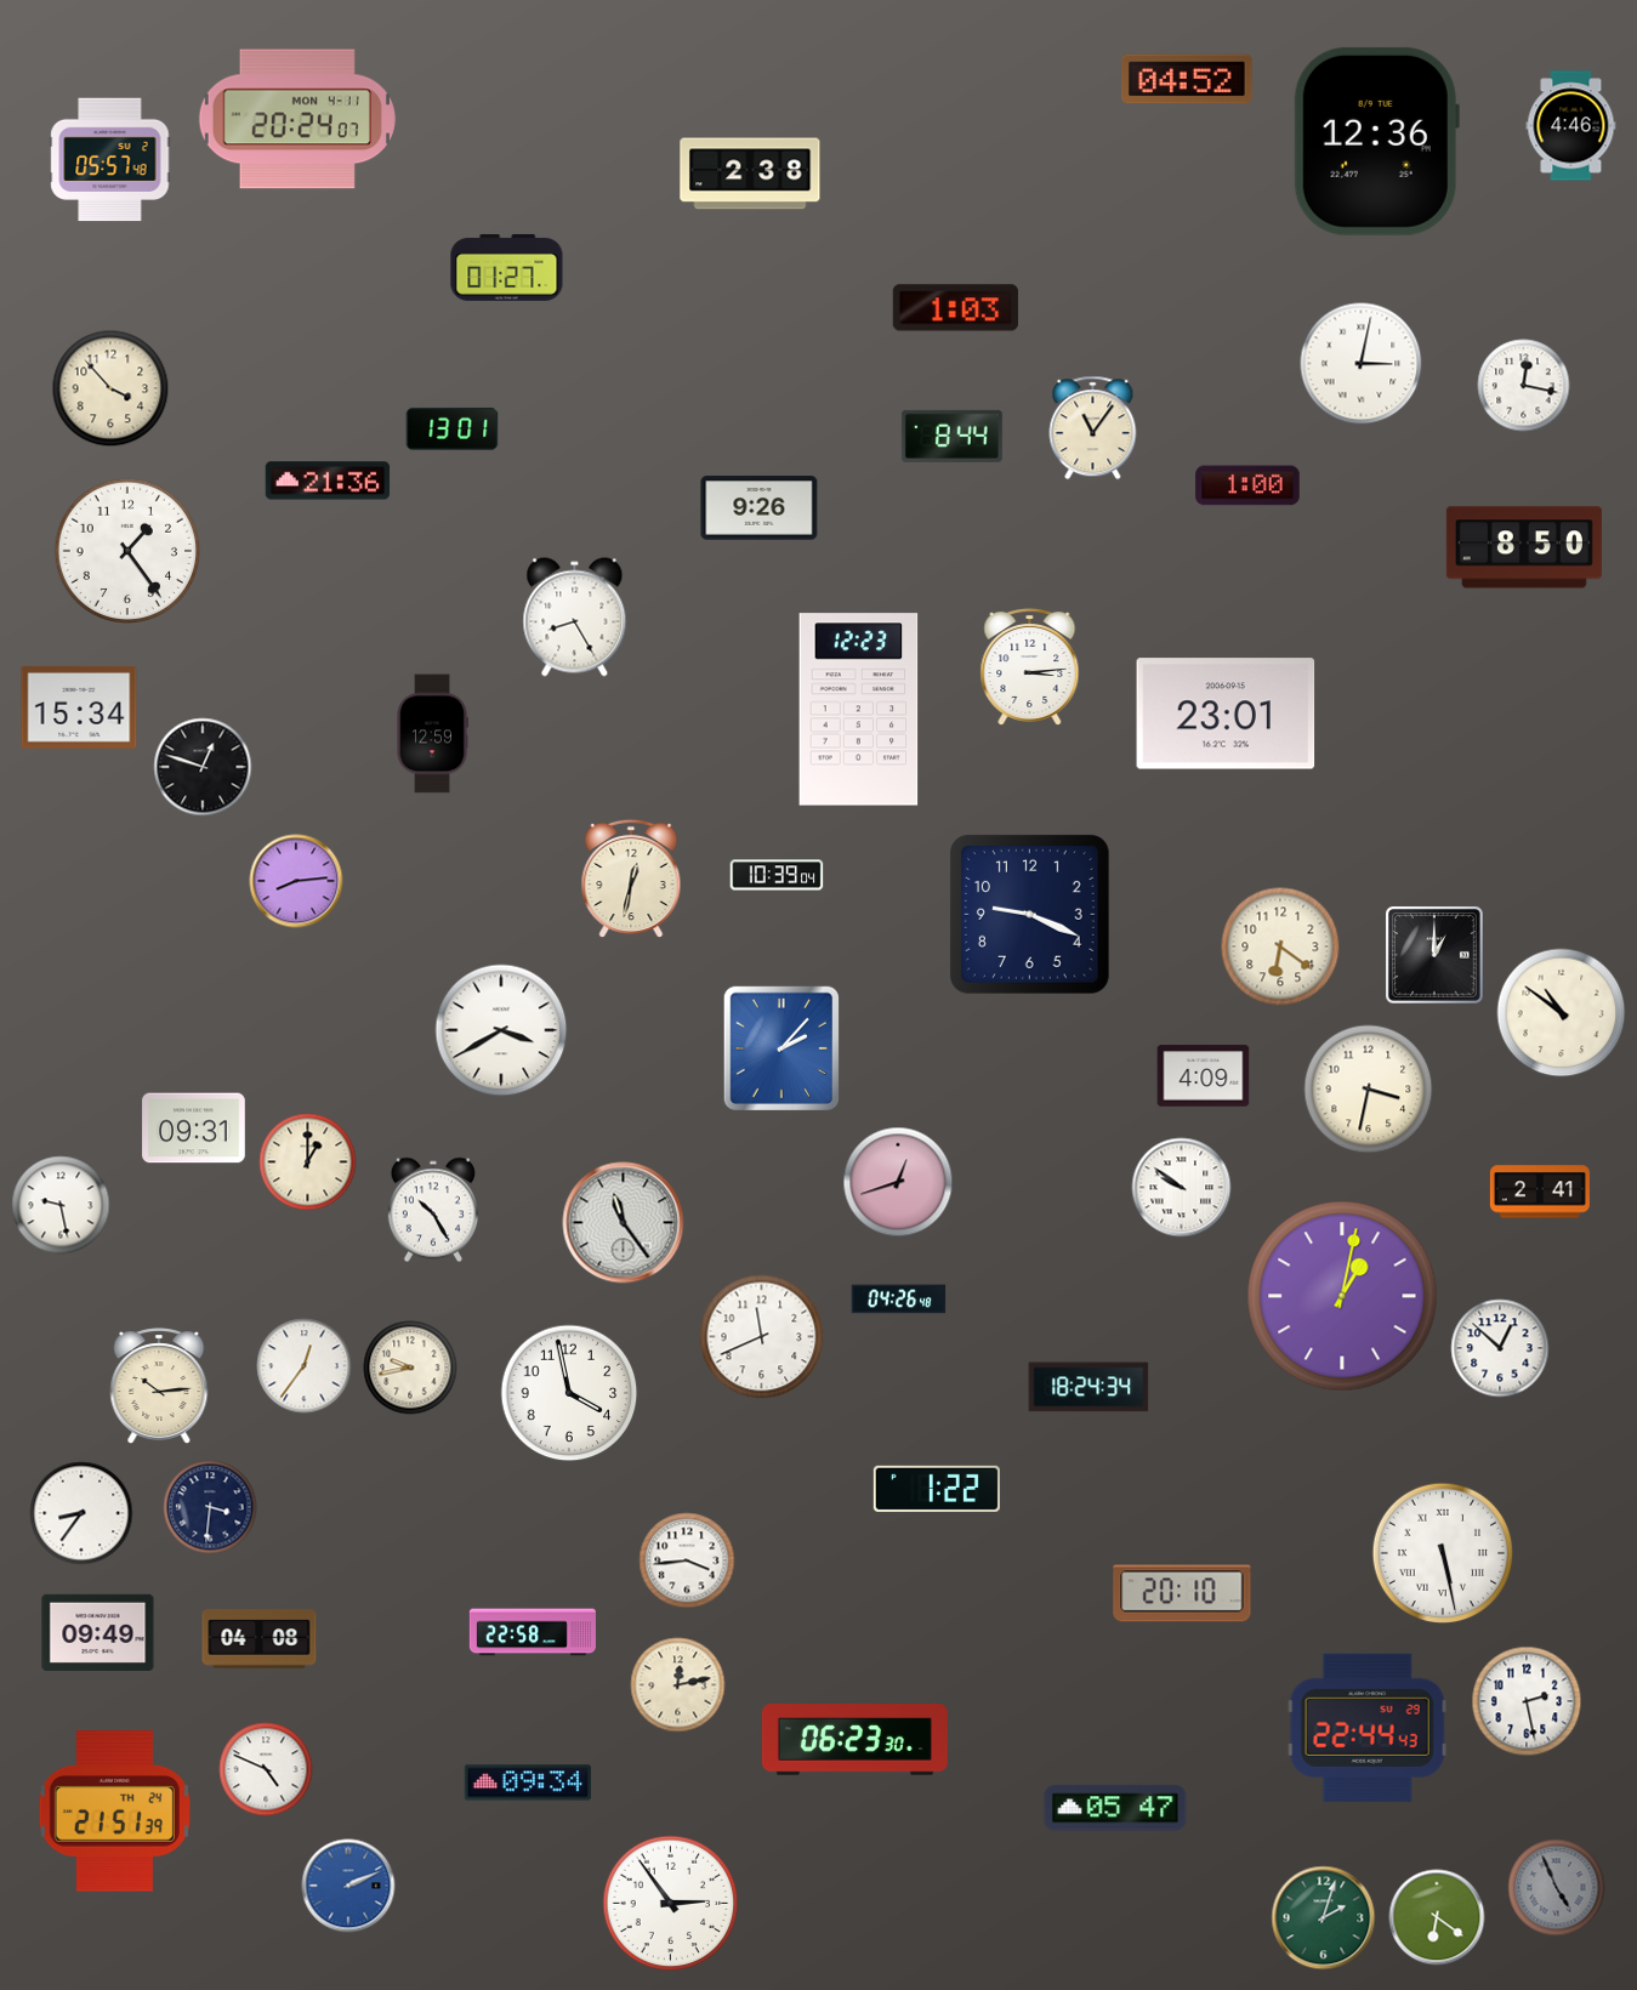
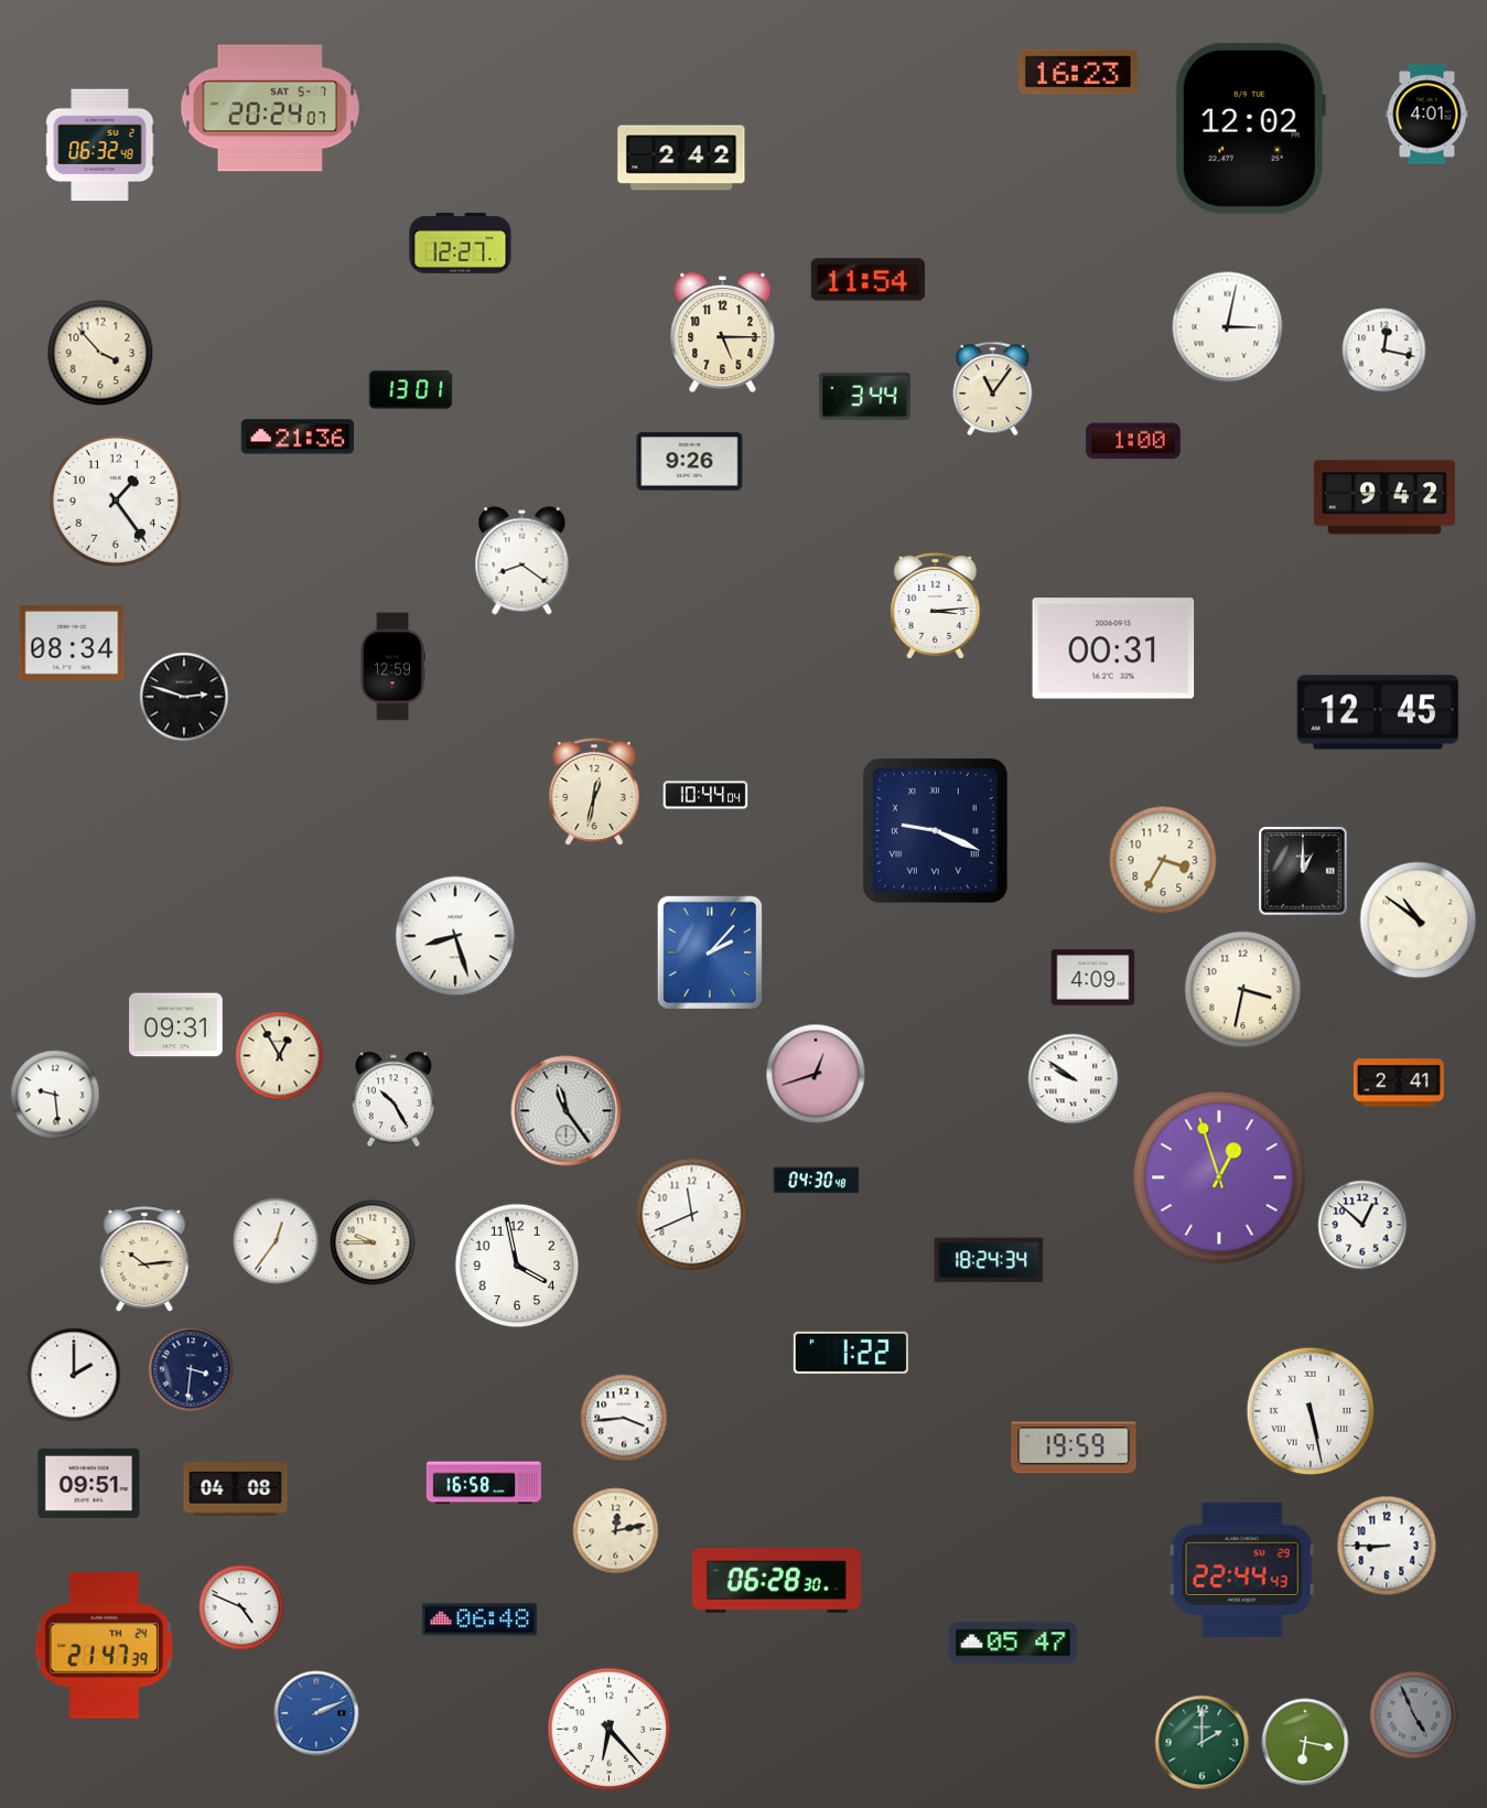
clock at (1187, 79): 04:52 -> 16:23
clock at (297, 119) date: MON 4-11 -> SAT 5-7
clock at (1571, 126): 4:46 -> 4:01
clock at (1376, 141): 12:36 -> 12:02
clock at (110, 160): 05:57 -> 06:32
clock at (750, 174): 2:38 -> 2:42
clock at (507, 267): 01:27 -> 12:27
clock at (955, 308): 1:03 -> 11:54
clock at (1362, 364) position: (1362, 364) -> (1228, 327)
clock at (723, 333): none -> 5:15
clock at (951, 436): 8:44 -> 3:44
clock at (1524, 547): 8:50 -> 9:42
clock at (575, 618): 8:25 -> 8:21
clock at (79, 707): 15:34 -> 08:34
clock at (859, 710): 12:23 -> none
clock at (1226, 713): 23:01 -> 00:31
clock at (203, 767): 12:48 -> 2:48
clock at (1378, 712): none -> 12:45
clock at (777, 875): 10:39 -> 10:44
clock at (631, 879) position: (631, 879) -> (594, 792)
clock at (296, 881): 8:14 -> none
clock at (1029, 914) numerals: Arabic -> Roman
clock at (1280, 946): 6:21 -> 3:35
clock at (1436, 956) position: (1436, 956) -> (1304, 872)
clock at (501, 1030): 3:40 -> 8:27
clock at (308, 1162): 1:00 -> 12:55
clock at (61, 1205): 9:28 -> 9:29
clock at (1342, 1296): 1:02 -> 12:57
clock at (899, 1300): 04:26 -> 04:30
clock at (410, 1368): 9:43 -> 9:45
clock at (81, 1513): 8:36 -> 2:00
clock at (1182, 1593): 20:10 -> 19:59
clock at (98, 1632): 09:49 -> 09:51
clock at (533, 1632): 22:58 -> 16:58
clock at (1527, 1701): 2:28 -> 8:45
clock at (854, 1740): 06:23 -> 06:28
clock at (528, 1783): 09:34 -> 06:48
clock at (114, 1812): 21:51 -> 21:47
clock at (671, 1904): 2:54 -> 6:23
clock at (1437, 1917): 6:21 -> 6:17
clock at (1324, 1918): 2:03 -> 2:00
